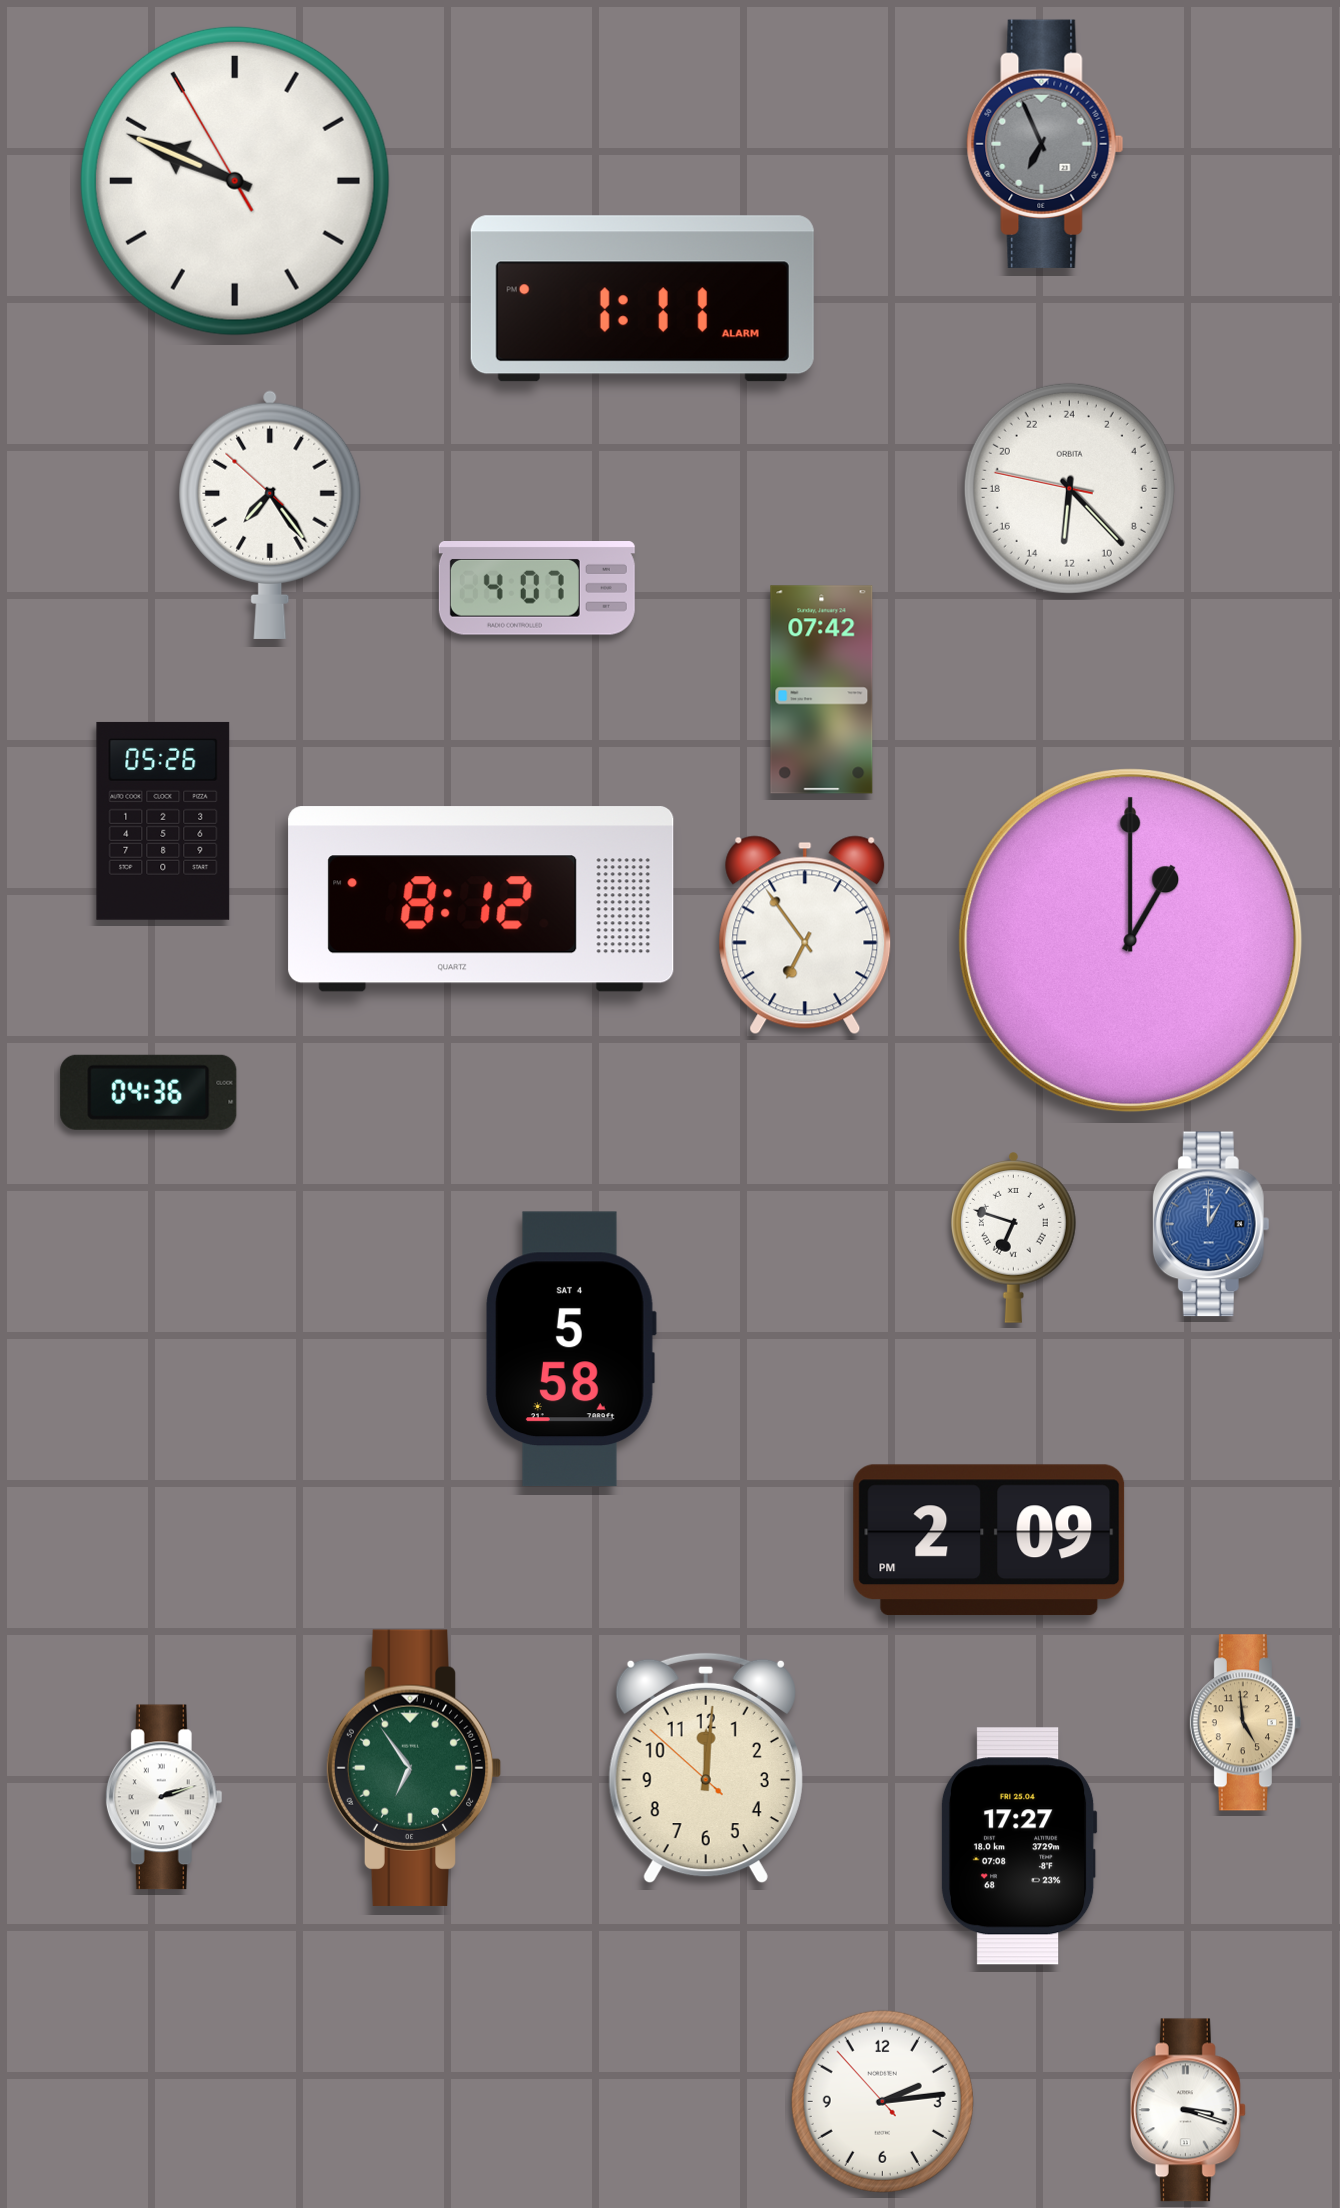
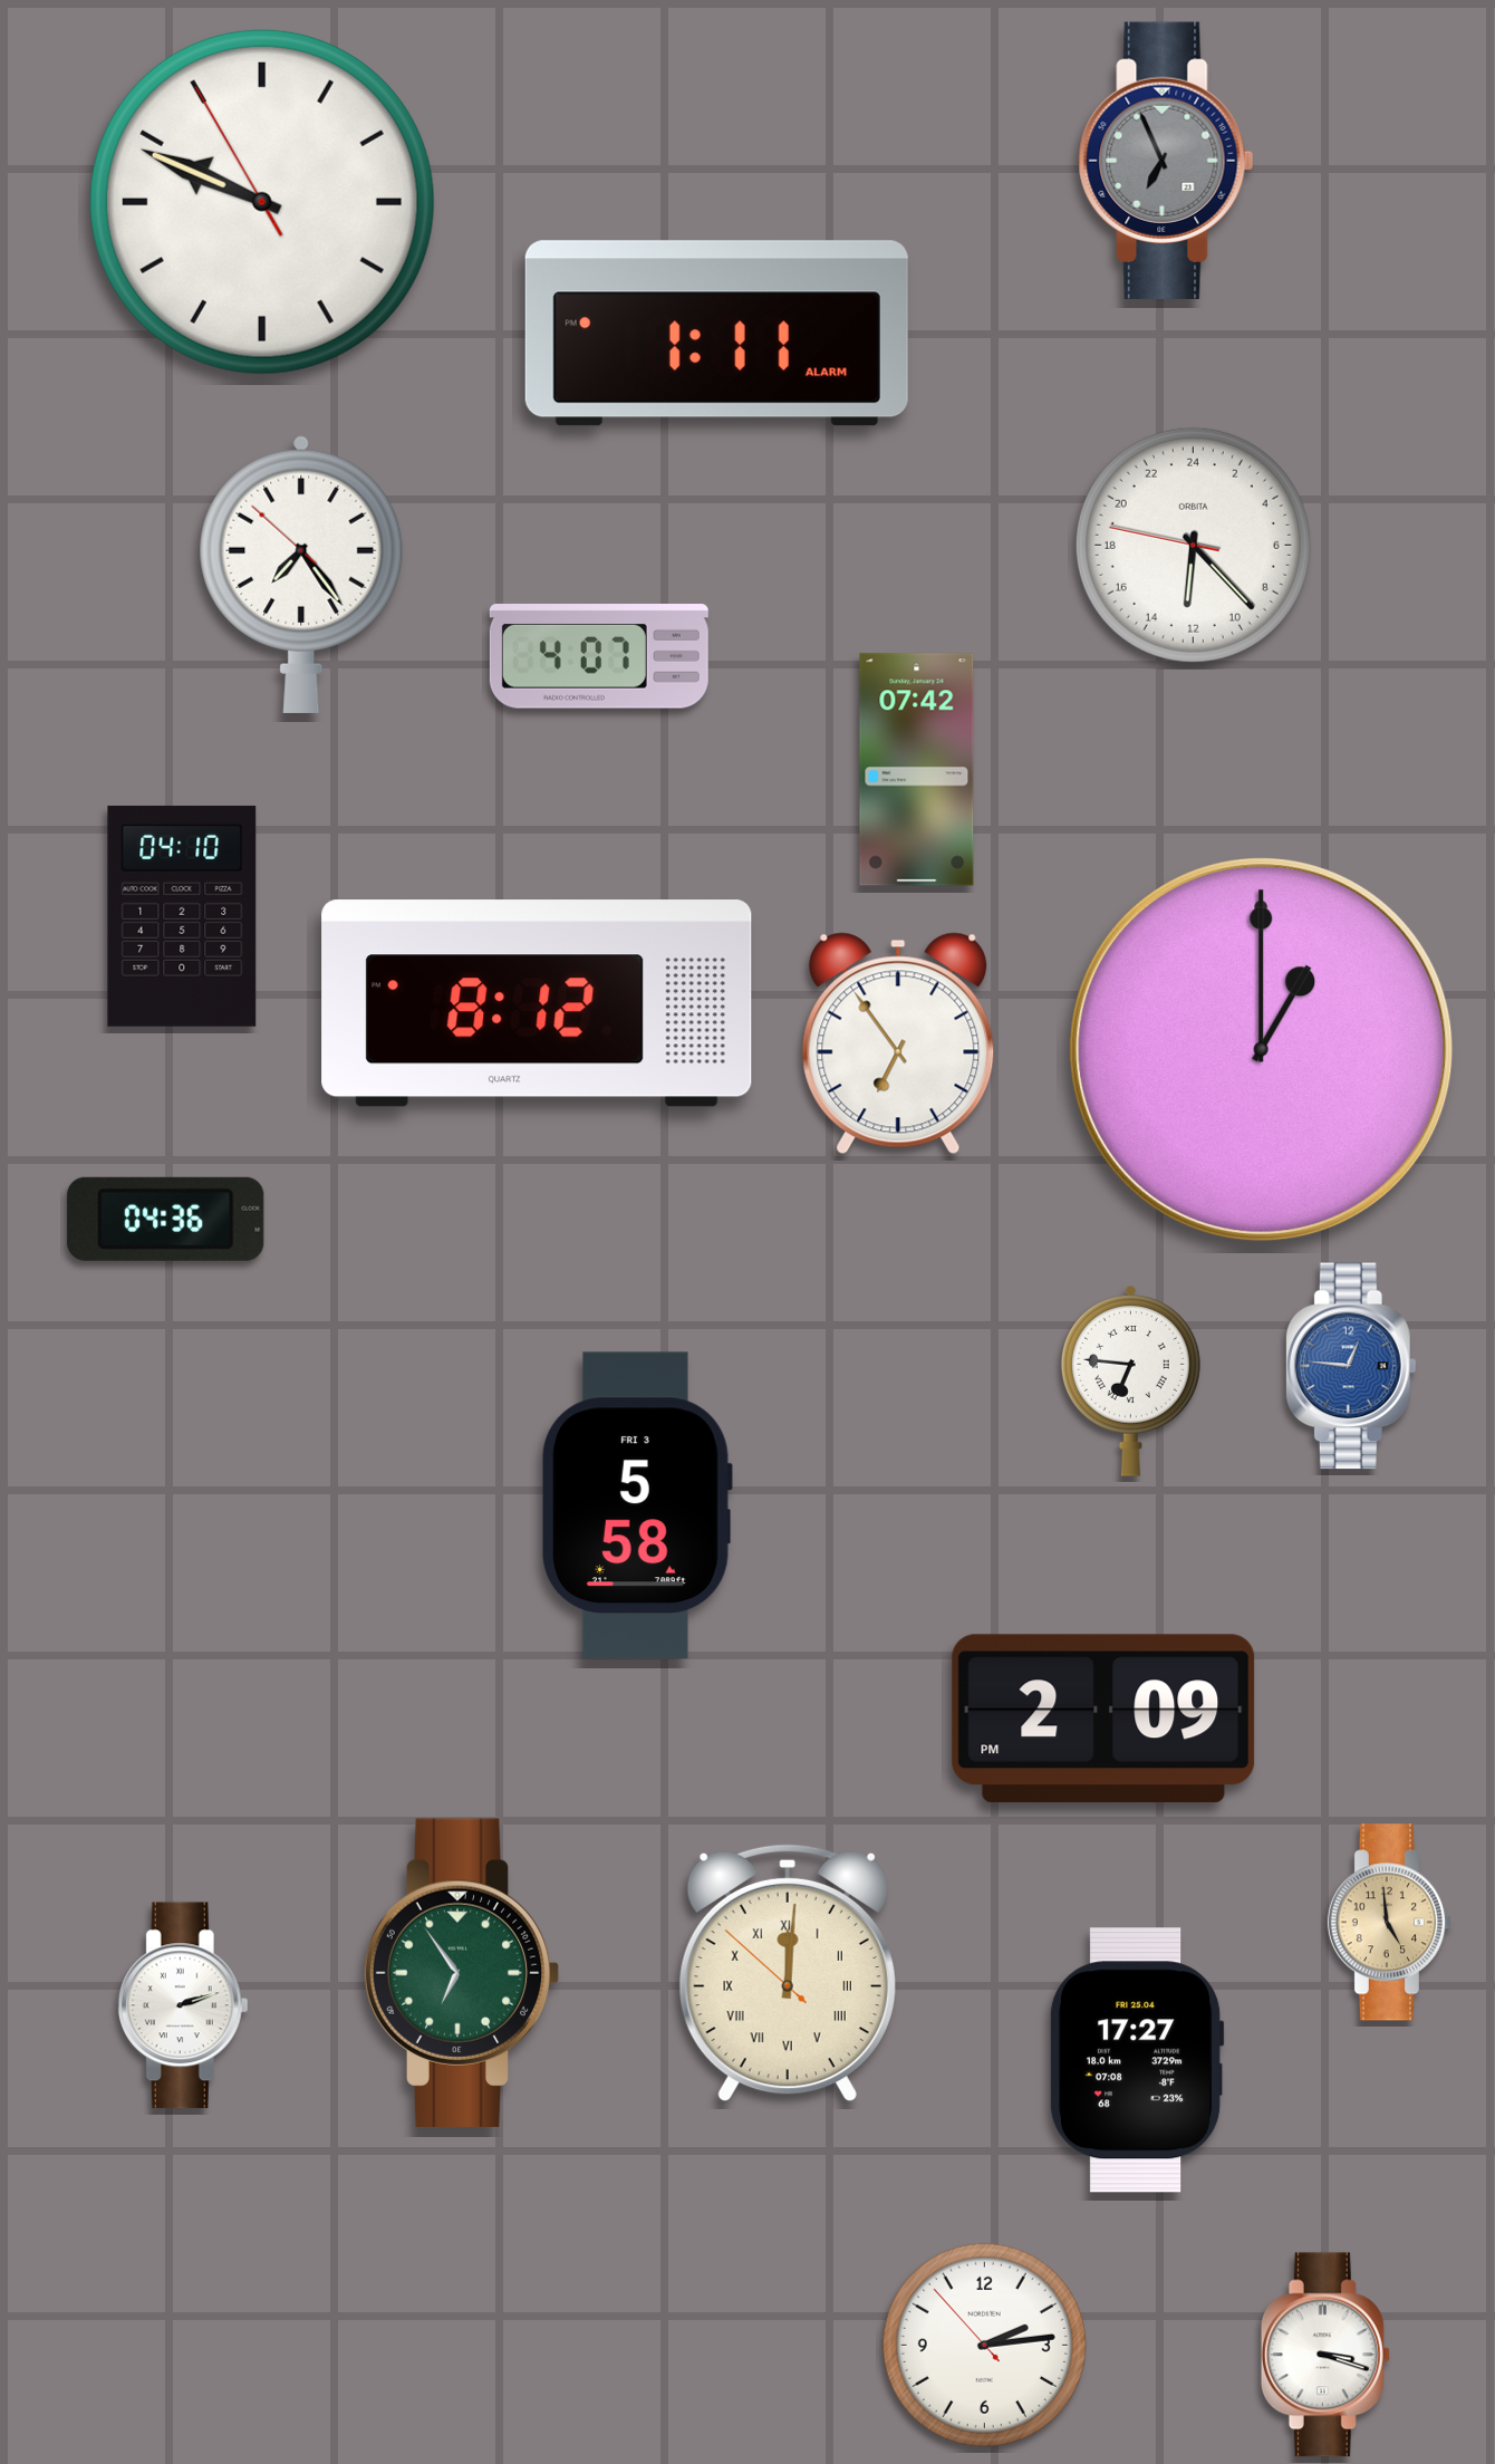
clock at (163, 821): 05:26 -> 04:10
clock at (1211, 1224): 1:00 -> 12:46
clock at (1013, 1238): 6:48 -> 6:46
clock at (571, 1349) date: SAT 4 -> FRI 3
clock at (706, 1768) numerals: Arabic -> Roman
